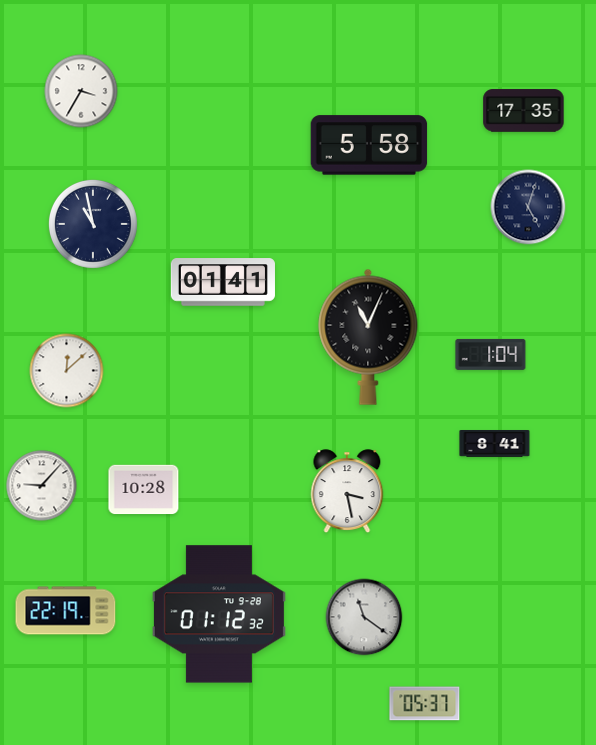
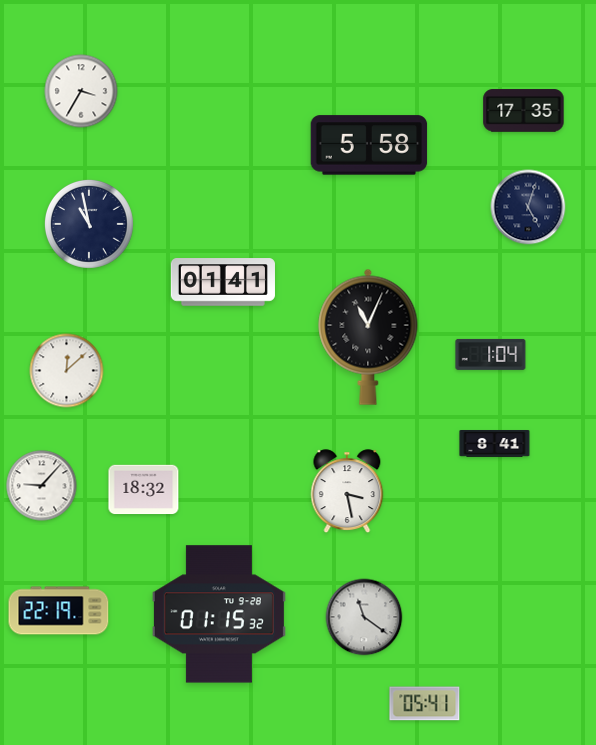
clock at (93, 224) position: (93, 224) -> (89, 224)
clock at (144, 490): 10:28 -> 18:32
clock at (66, 611) position: (66, 611) -> (59, 611)
clock at (219, 614): 01:12 -> 01:15
clock at (425, 704): 05:37 -> 05:41
